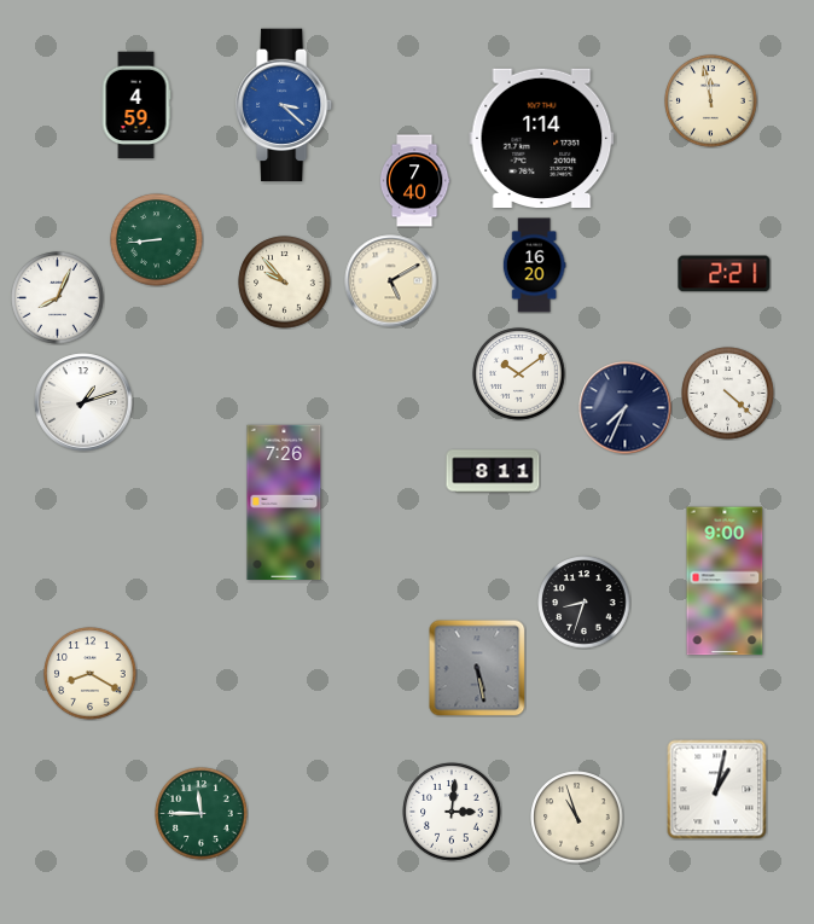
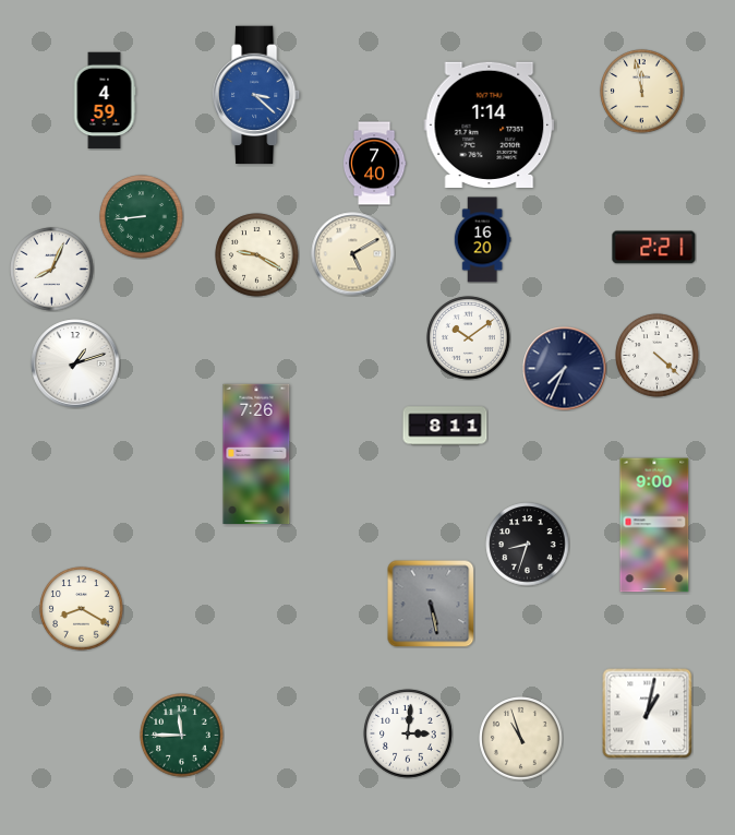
clock at (136, 105) position: (136, 105) -> (105, 100)
clock at (285, 283): 9:53 -> 9:20
